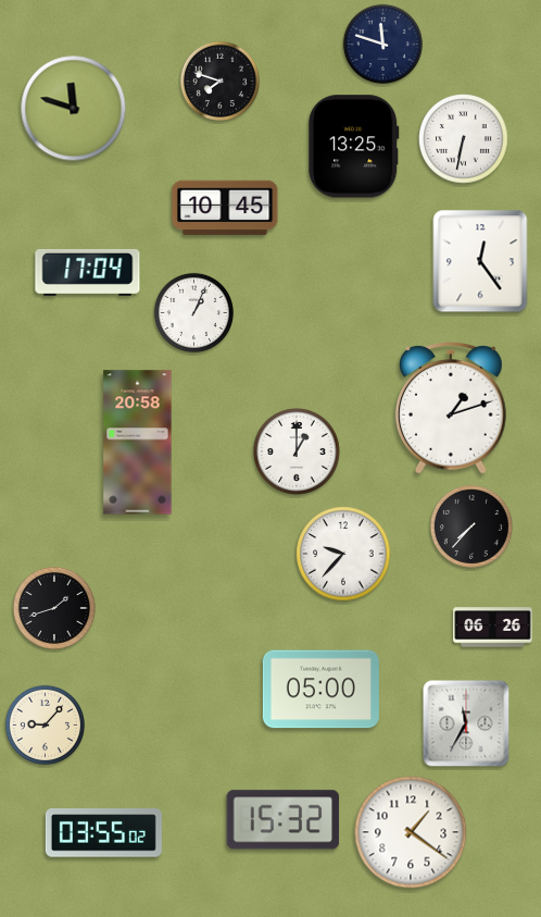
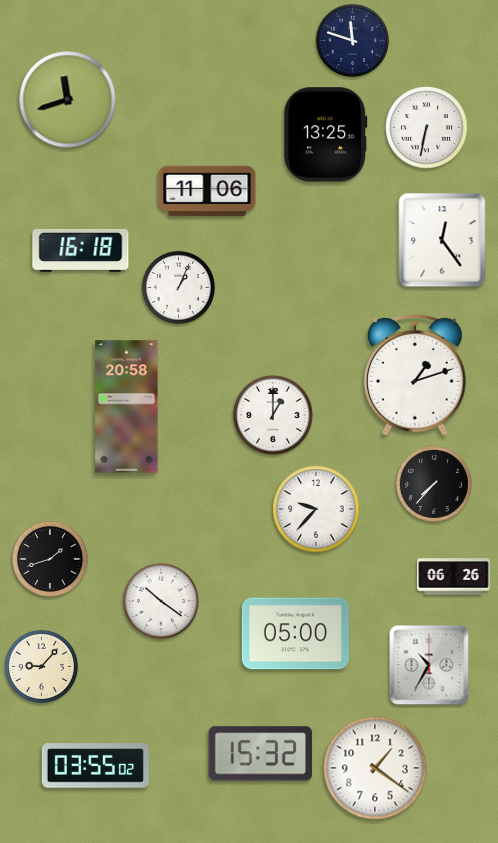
clock at (219, 80): 7:48 -> none
clock at (74, 109): 11:48 -> 11:42
clock at (225, 208): 10:45 -> 11:06
clock at (88, 272): 17:04 -> 16:18
clock at (161, 601): none -> 10:21
clock at (466, 723): 11:35 -> 10:35
clock at (411, 832) position: (411, 832) -> (375, 768)
